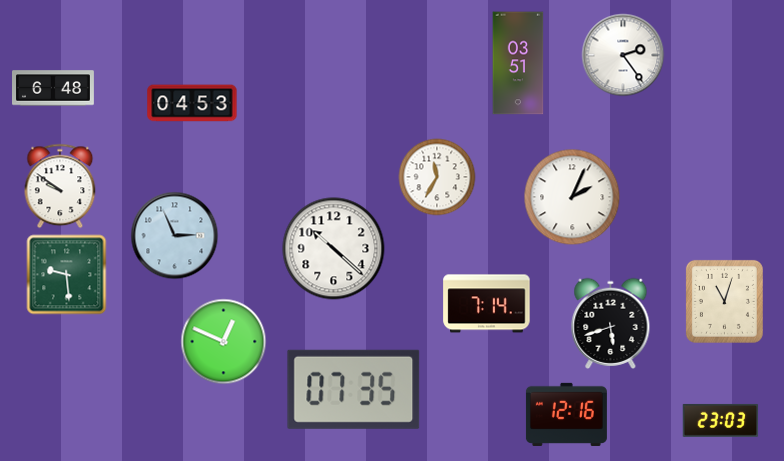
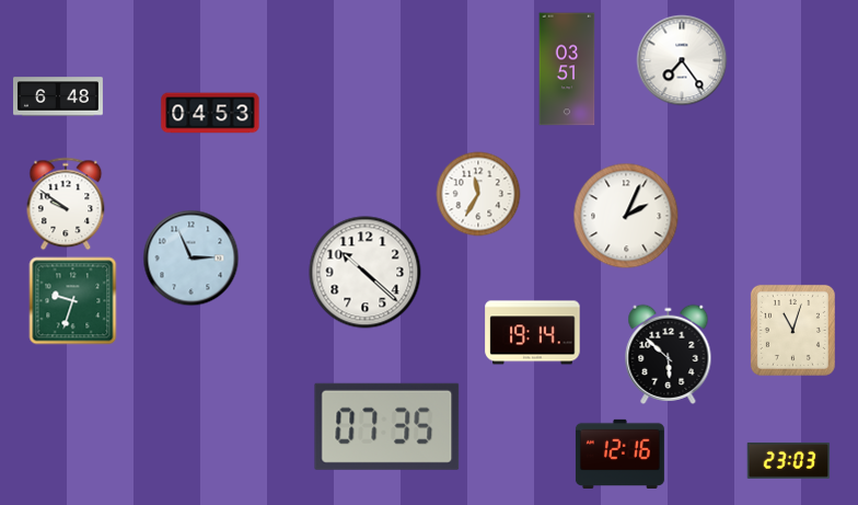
clock at (623, 55): 2:24 -> 7:24
clock at (67, 275): 9:29 -> 9:33
clock at (487, 304): 7:14 -> 19:14
clock at (611, 323): 5:42 -> 5:52
clock at (224, 342): 12:49 -> none
